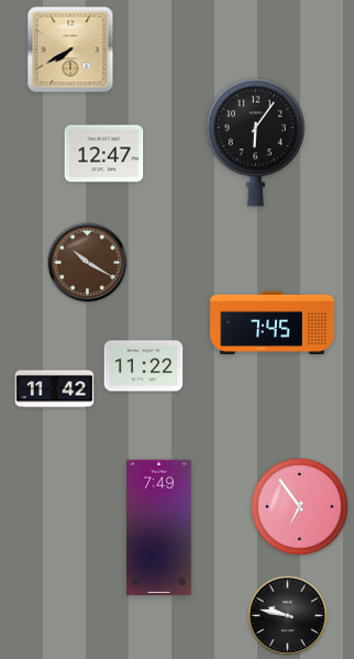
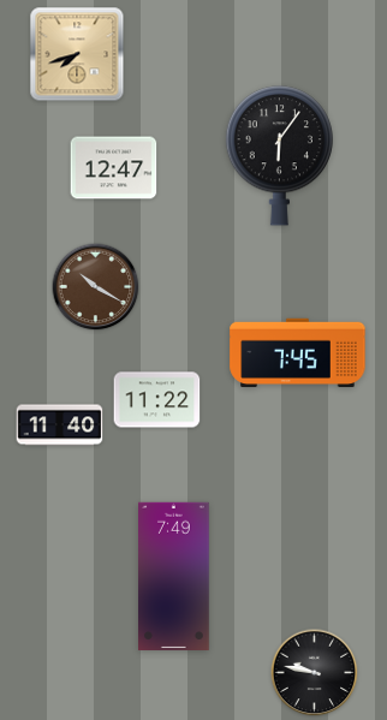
clock at (70, 50): 7:40 -> 7:42
clock at (55, 389): 11:42 -> 11:40
clock at (299, 506): 6:54 -> none
